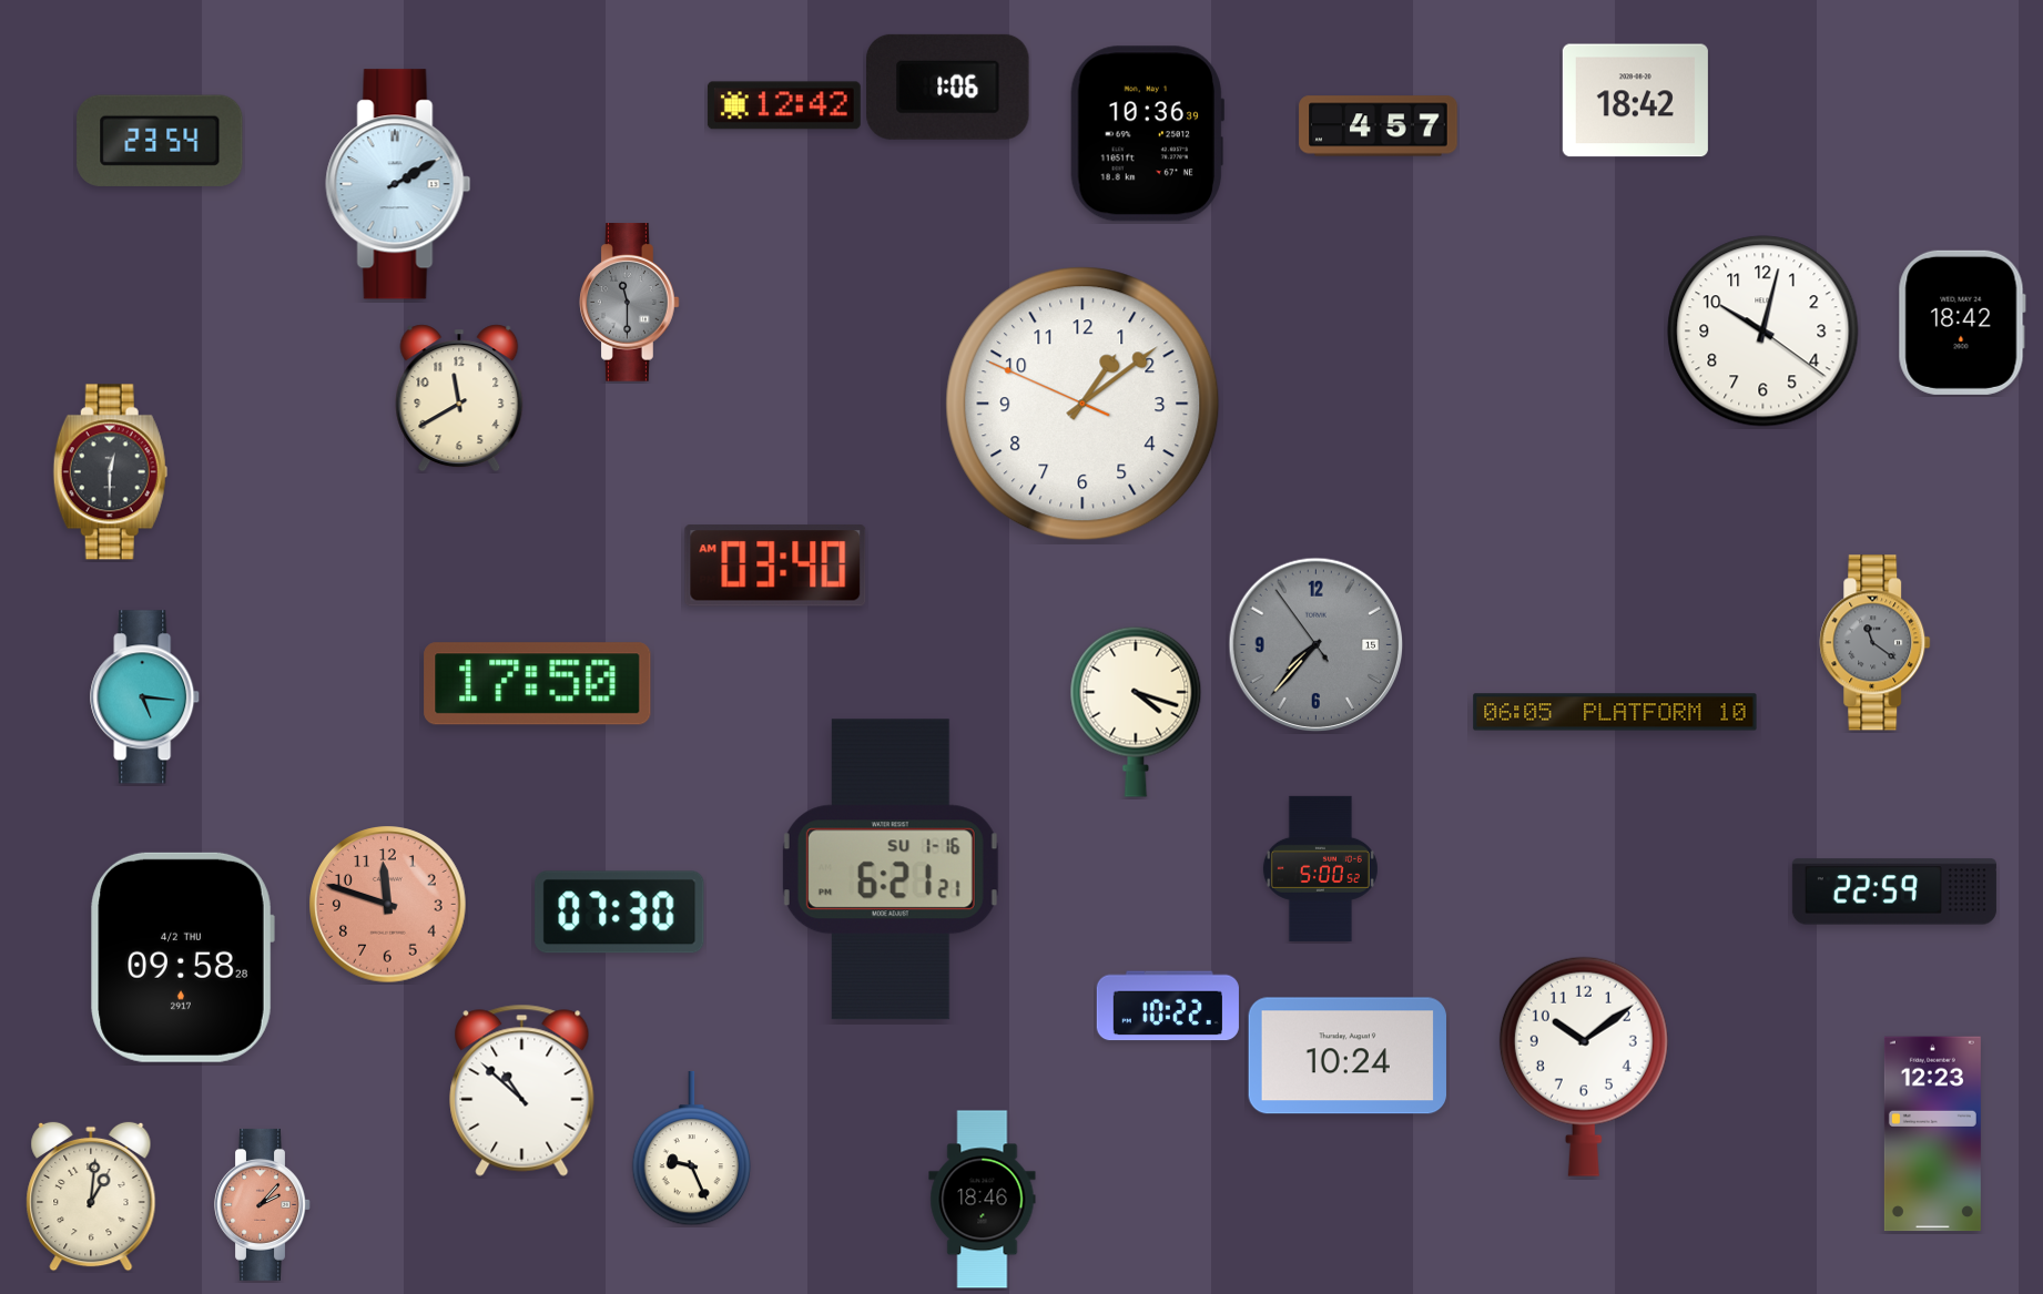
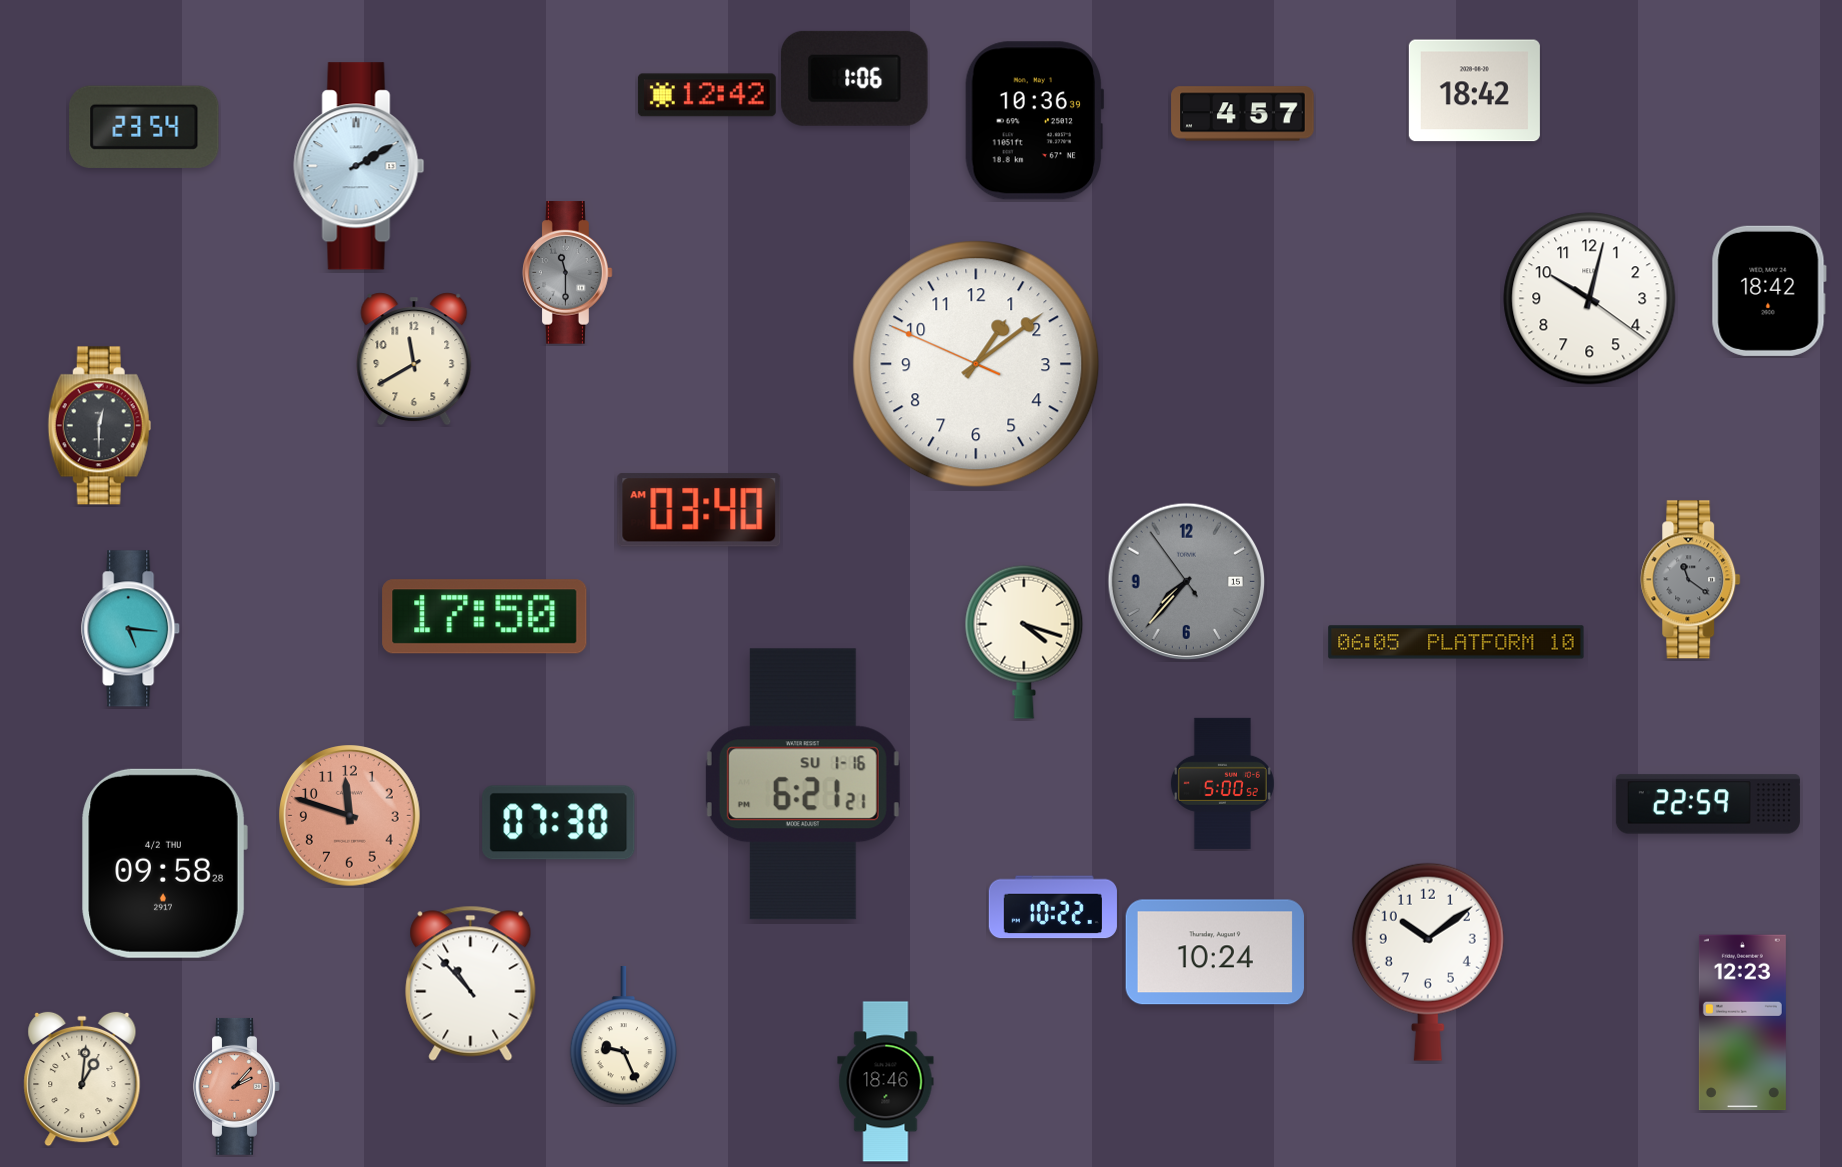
clock at (1320, 868) position: (1320, 868) -> (1222, 783)
clock at (522, 1090): 10:52 -> 10:53
